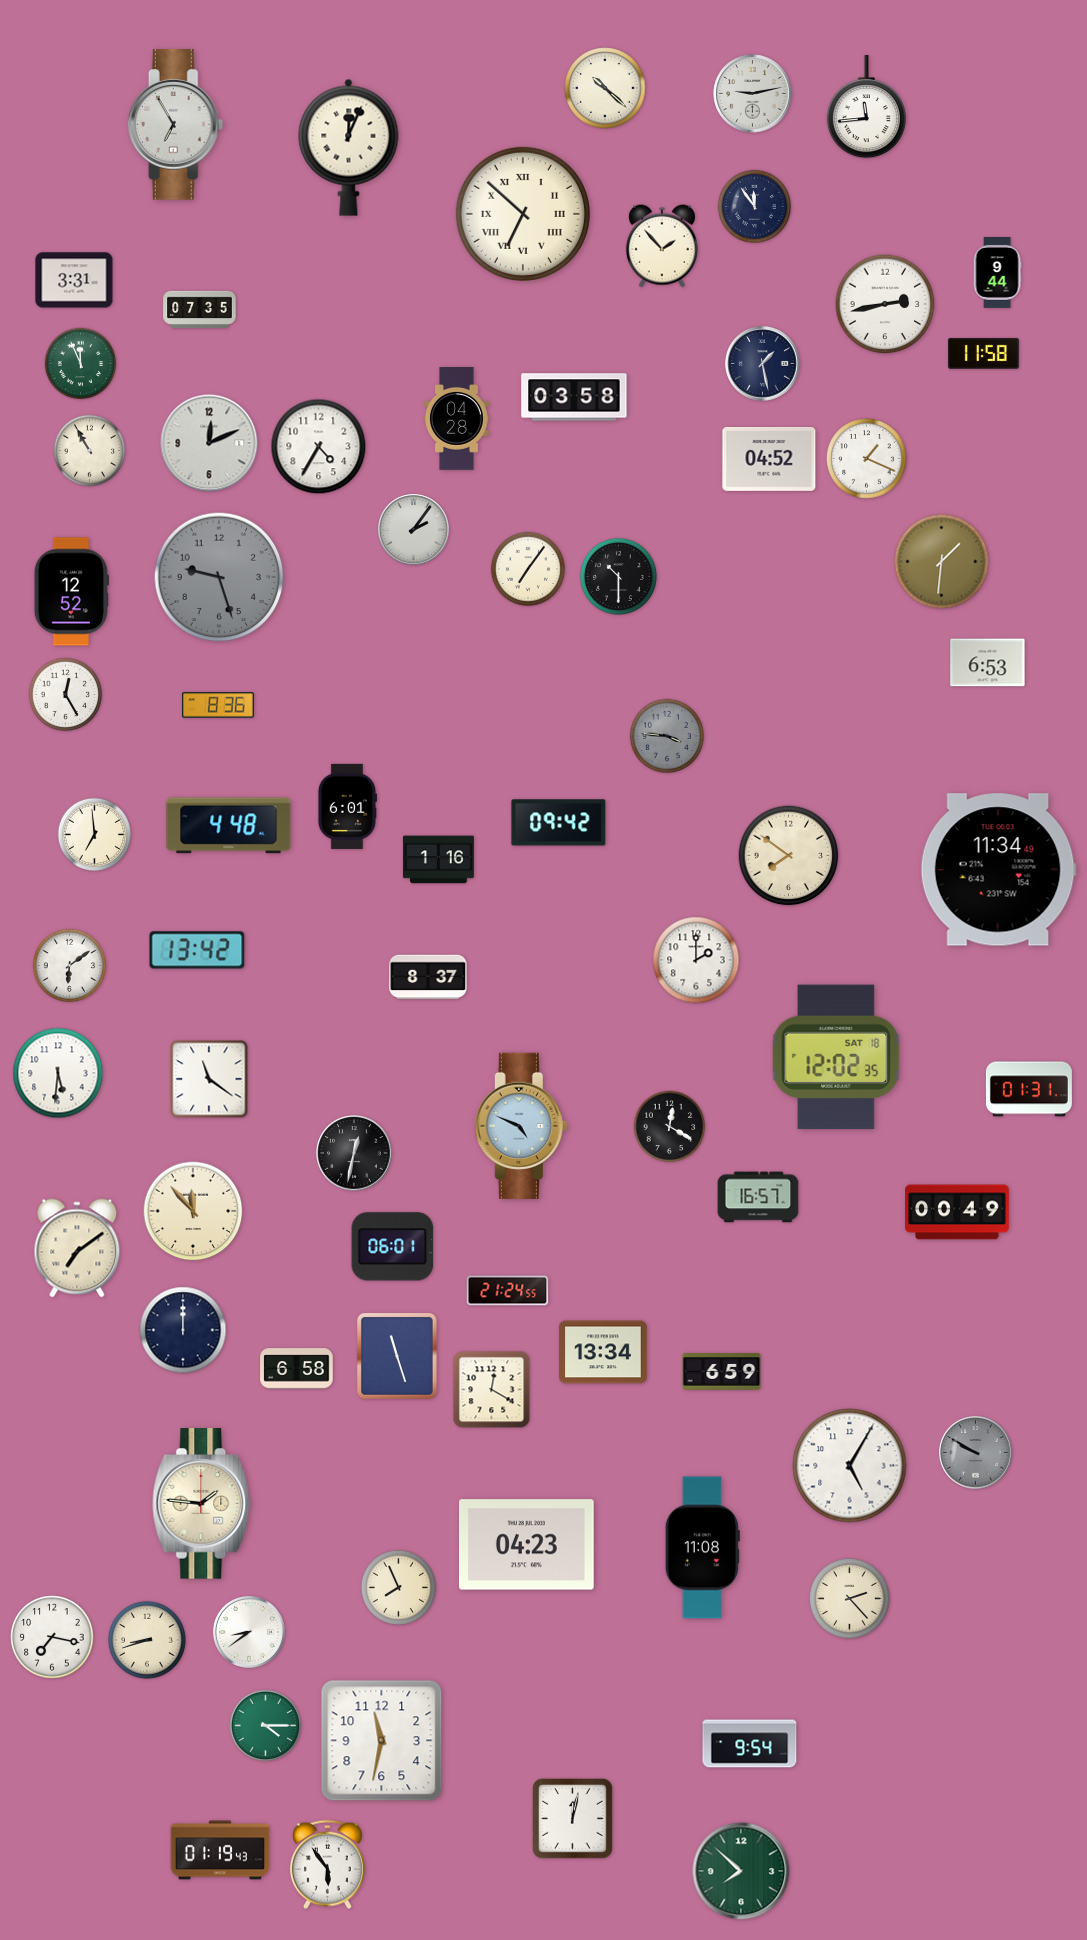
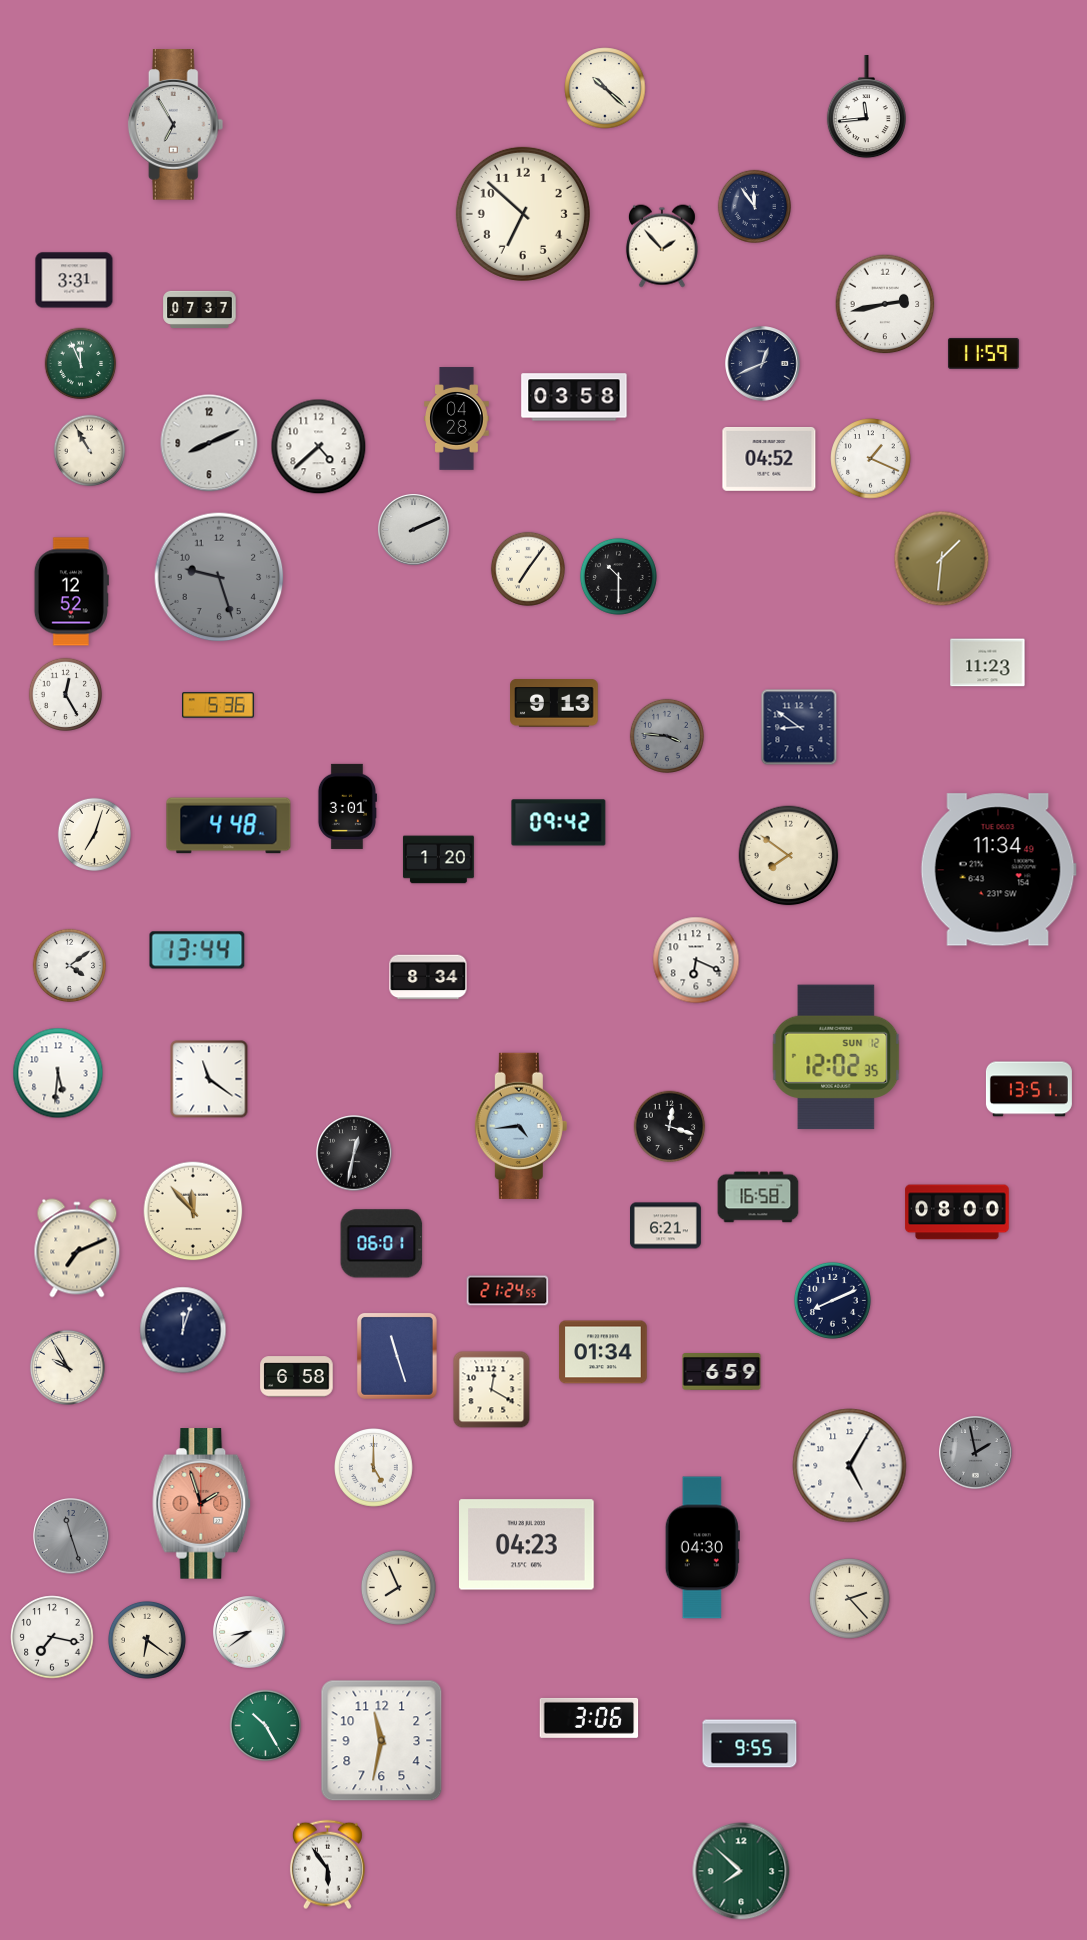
clock at (753, 94): 9:13 -> none
clock at (349, 147): 12:04 -> none
clock at (523, 214) numerals: Roman -> Arabic
clock at (997, 273): 9:44 -> none
clock at (200, 309): 07:35 -> 07:37
clock at (983, 354): 11:58 -> 11:59
clock at (763, 364): 1:28 -> 12:41
clock at (209, 443): 12:11 -> 8:11
clock at (319, 447): 4:35 -> 4:38
clock at (867, 459) position: (867, 459) -> (871, 459)
clock at (413, 529): 2:06 -> 2:11
clock at (942, 562) position: (942, 562) -> (942, 559)
clock at (988, 663): 6:53 -> 11:23
clock at (554, 703): none -> 9:13
clock at (218, 705): 8:36 -> 5:36
clock at (799, 727): none -> 8:51
clock at (347, 806): 6:01 -> 3:01
clock at (94, 834): 6:59 -> 7:03
clock at (438, 860): 1:16 -> 1:20
clock at (197, 950): 13:42 -> 13:44
clock at (696, 960): 2:00 -> 6:19
clock at (69, 965): 6:09 -> 4:09
clock at (428, 977): 8:37 -> 8:34
clock at (836, 1057) date: SAT 18 -> SUN 12
clock at (1029, 1089): 01:31 -> 13:51
clock at (521, 1126): 4:49 -> 4:44
clock at (670, 1127): 12:20 -> 12:18
clock at (758, 1197): 16:57 -> 16:58
clock at (957, 1212): 00:49 -> 08:00
clock at (666, 1226): none -> 6:21
clock at (393, 1247) position: (393, 1247) -> (382, 1244)
clock at (77, 1248): 7:09 -> 7:11
clock at (832, 1300): none -> 8:11
clock at (183, 1330): 12:00 -> 12:03
clock at (603, 1352): 13:34 -> 01:34
clock at (67, 1367): none -> 9:55
clock at (297, 1369) position: (297, 1369) -> (297, 1377)
clock at (976, 1453): 9:50 -> 1:58
clock at (374, 1468): none -> 5:00
clock at (202, 1504): 1:46 -> 1:57
clock at (202, 1504) dial: cream -> salmon
clock at (71, 1536): none -> 11:27
clock at (702, 1548): 11:08 -> 04:30
clock at (147, 1640): 8:42 -> 6:21
clock at (589, 1718): none -> 3:06
clock at (266, 1726): 4:15 -> 10:25
clock at (750, 1744): 9:54 -> 9:55
clock at (573, 1819): 12:02 -> none
clock at (220, 1850): 01:19 -> none
